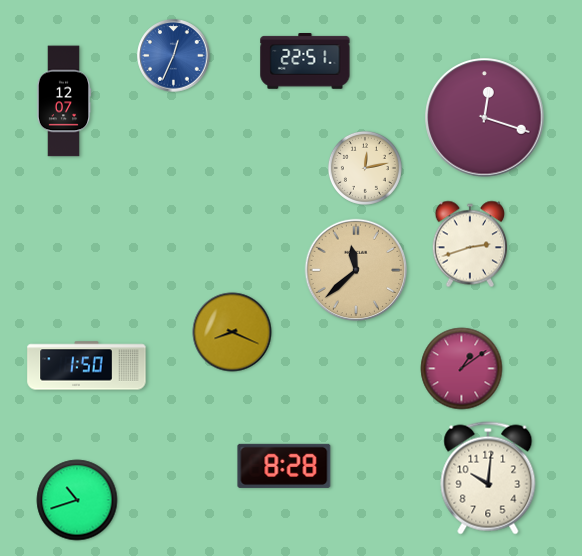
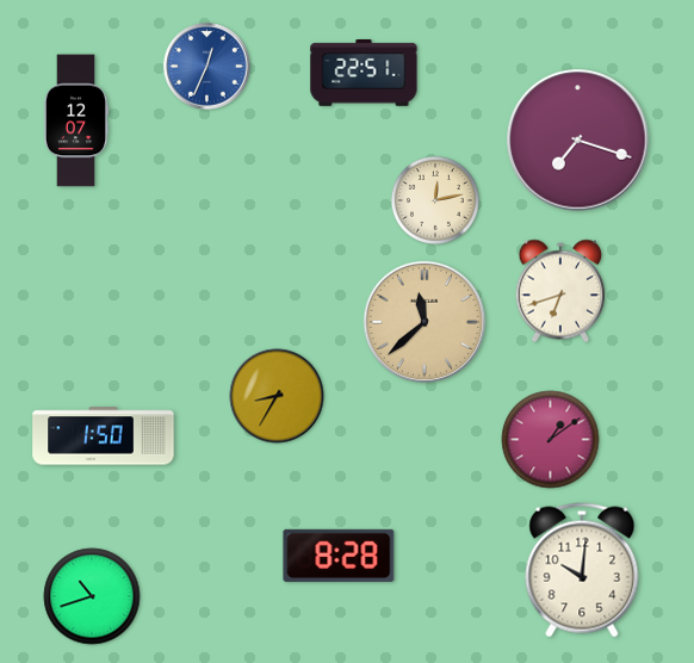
clock at (485, 118): 12:18 -> 7:18
clock at (469, 244): 2:42 -> 6:42
clock at (232, 332): 8:19 -> 8:35
